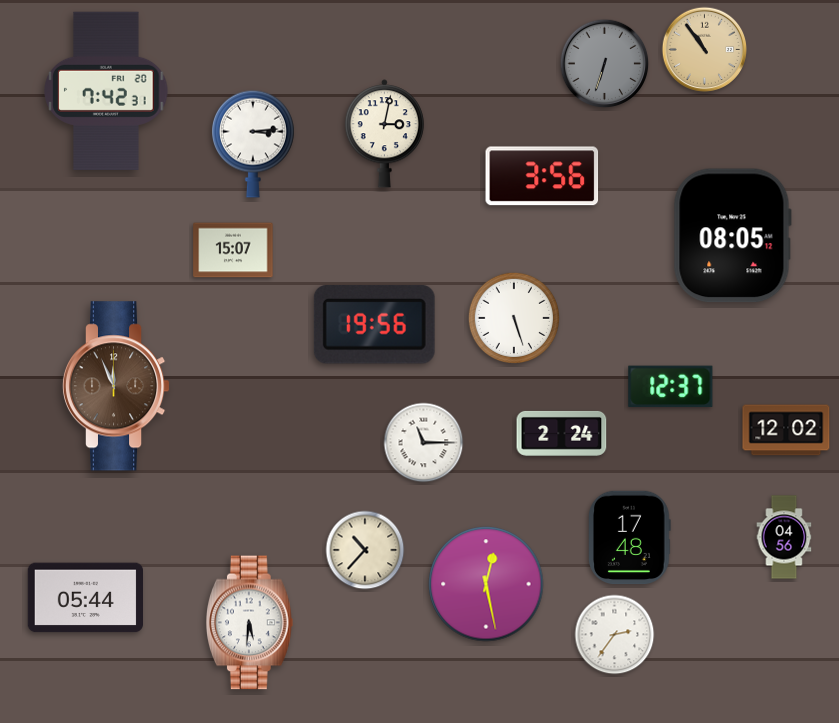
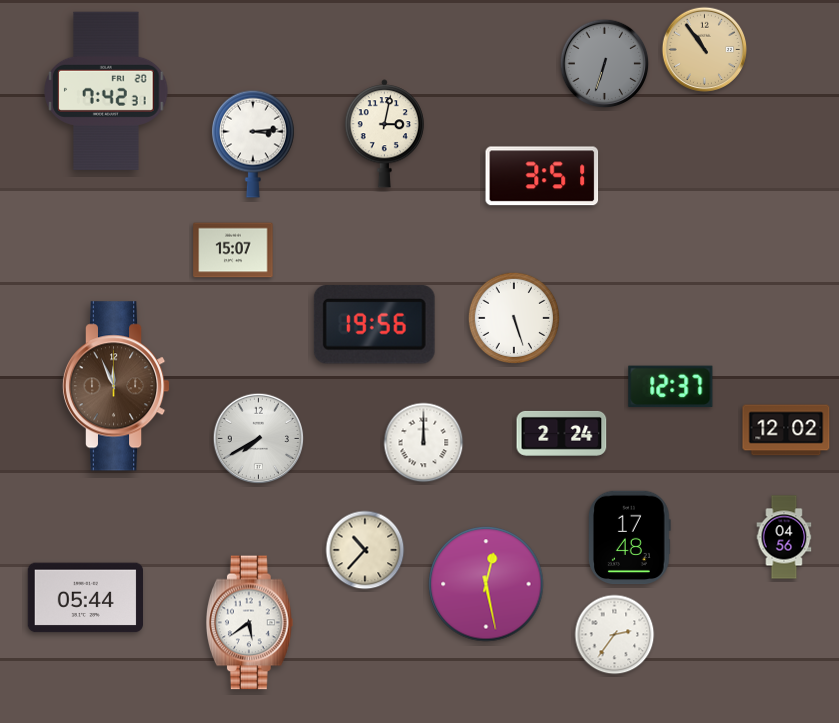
clock at (542, 176): 3:56 -> 3:51
clock at (732, 236): 08:05 -> none
clock at (259, 439): none -> 7:40
clock at (424, 443): 11:15 -> 12:00
clock at (250, 623): 5:31 -> 5:39
